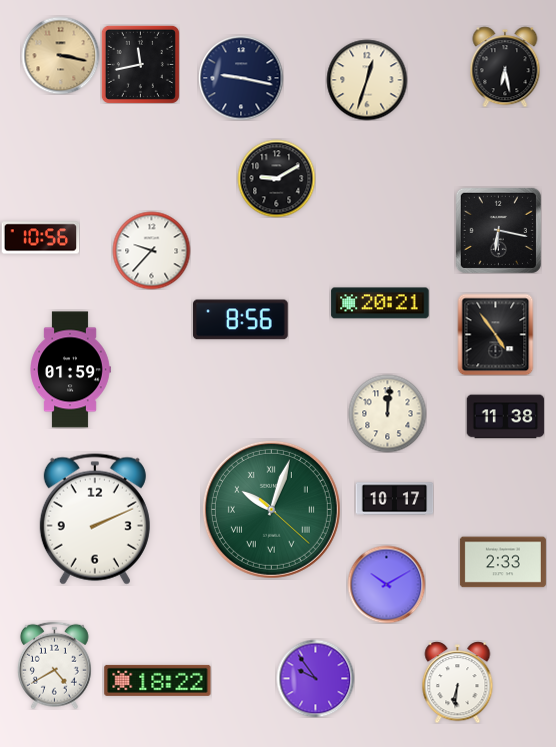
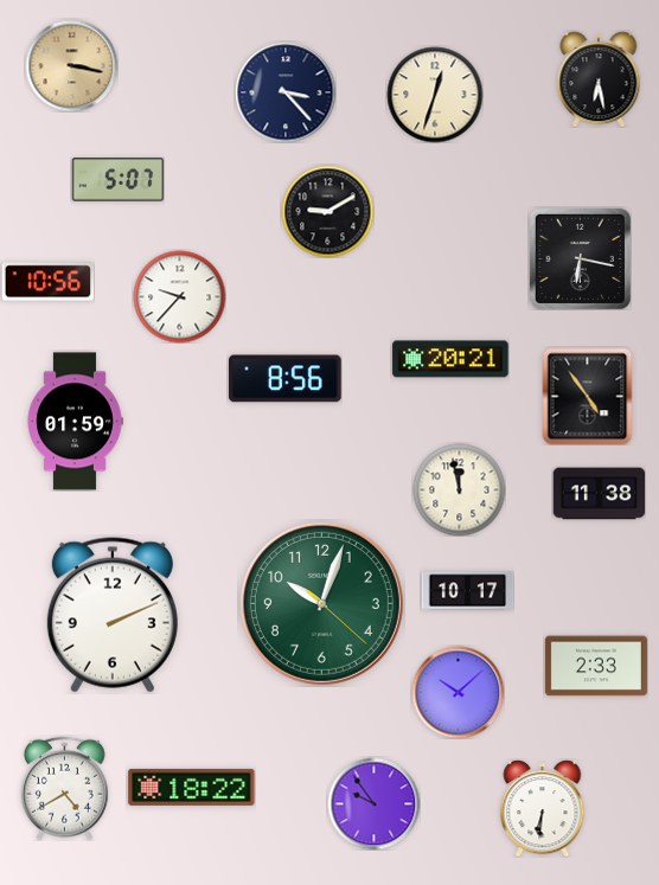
clock at (140, 64): 11:43 -> none
clock at (241, 78): 9:17 -> 3:23
clock at (117, 180): none -> 5:07
clock at (498, 230) position: (498, 230) -> (580, 258)
clock at (70, 370) position: (70, 370) -> (75, 422)
clock at (387, 413): 12:01 -> 11:58
clock at (271, 509) numerals: Roman -> Arabic
clock at (386, 584): 10:10 -> 10:08
clock at (158, 680) position: (158, 680) -> (192, 787)
